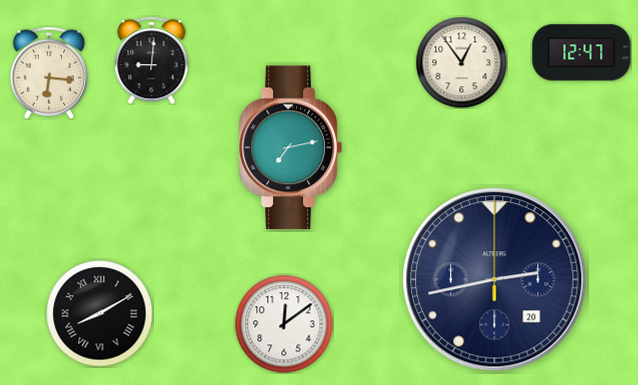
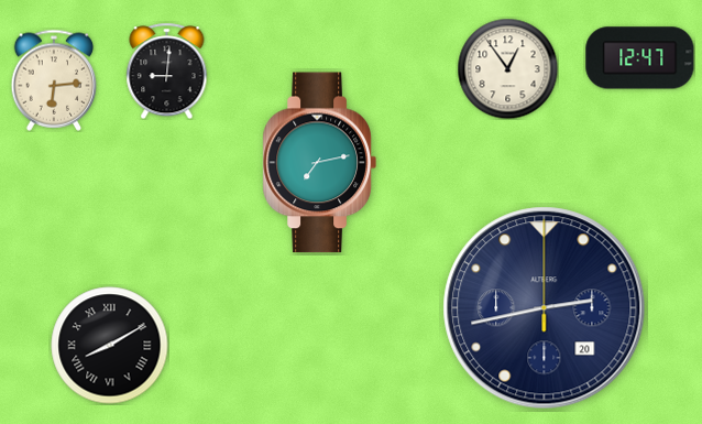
clock at (152, 60) position: (152, 60) -> (167, 70)
clock at (49, 73): 6:16 -> 6:14
clock at (284, 324): 12:09 -> none
